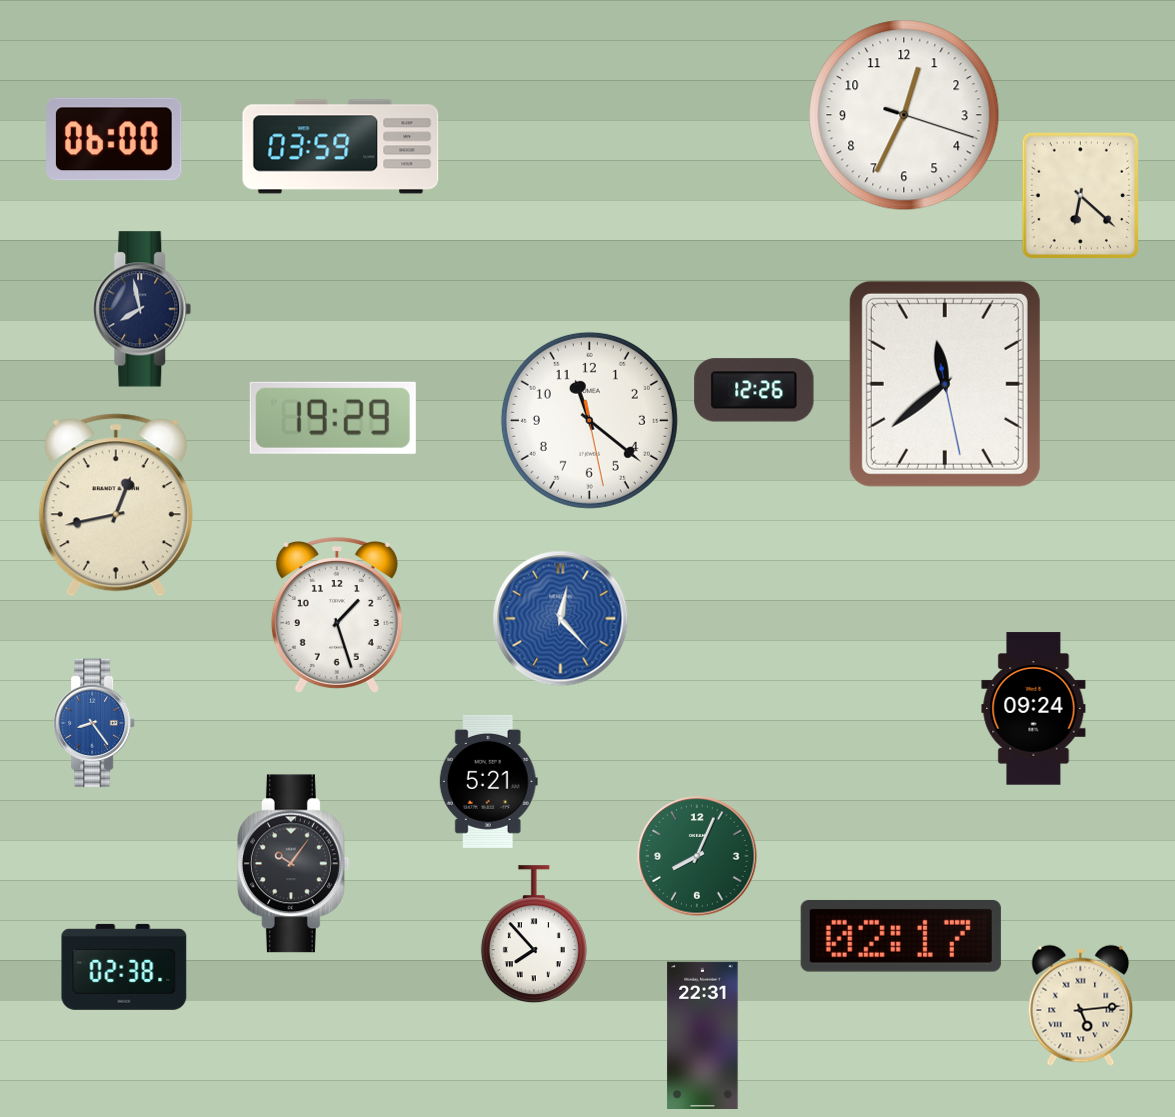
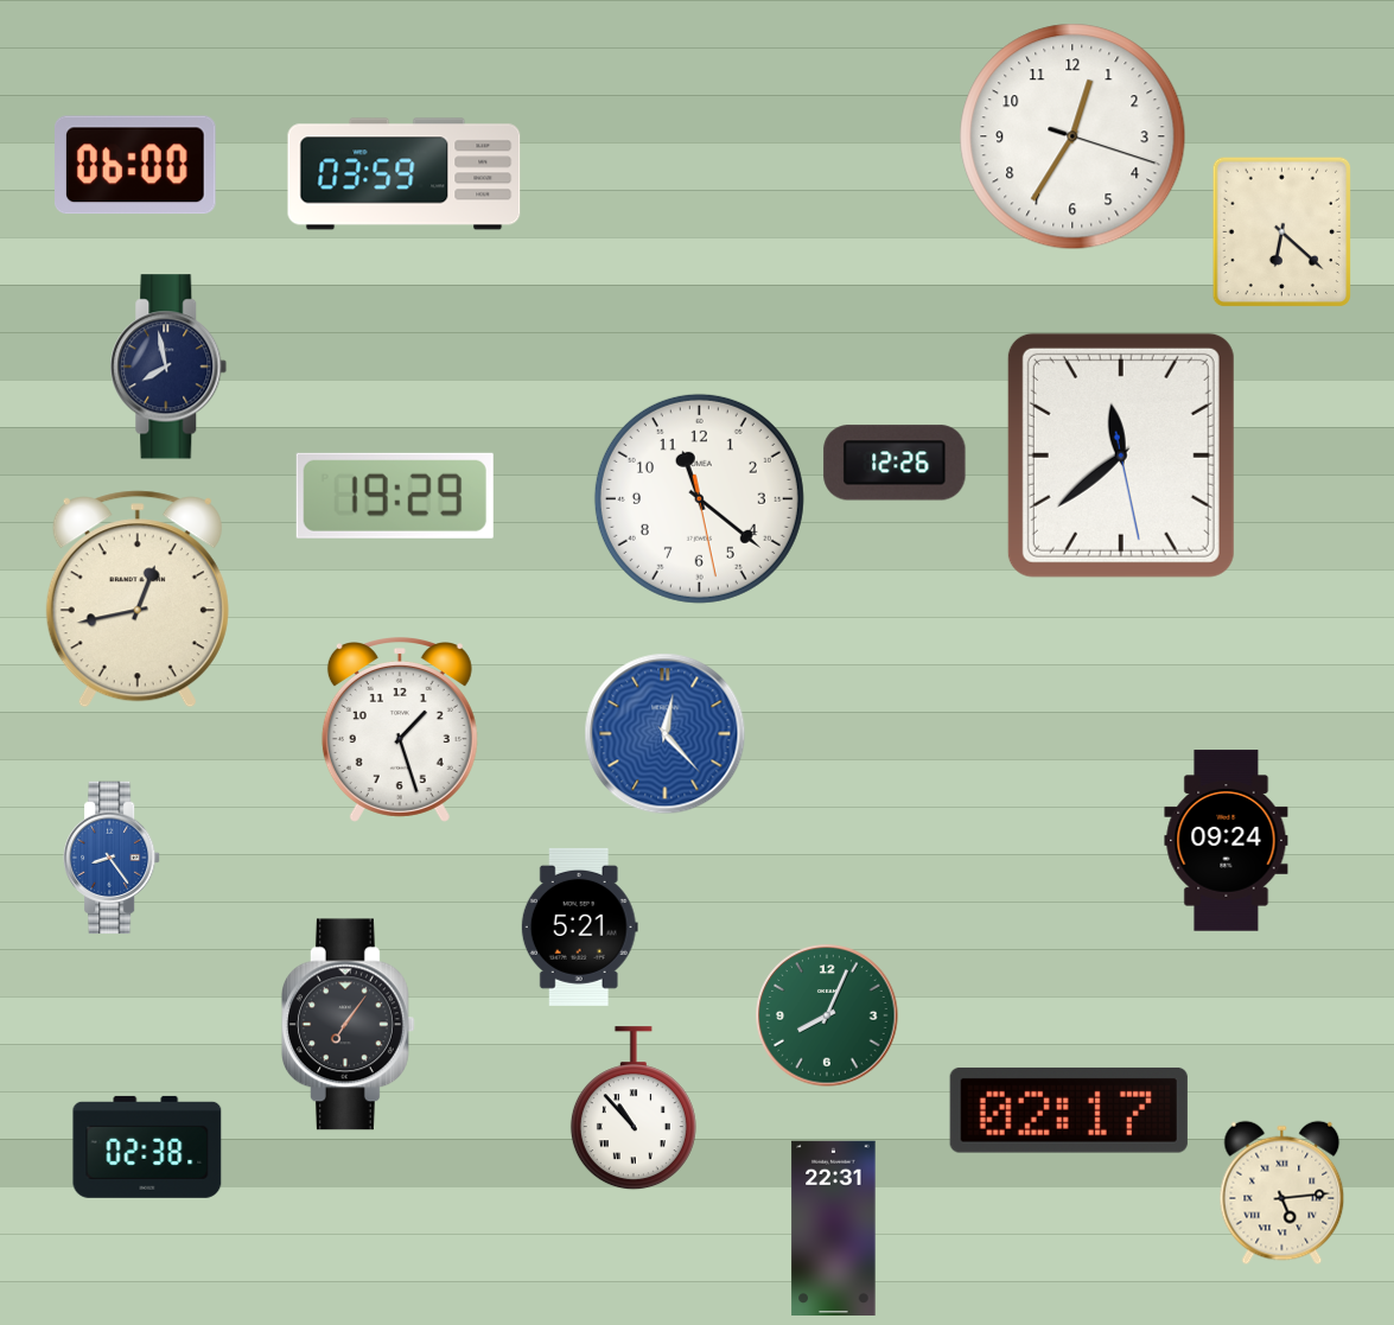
clock at (904, 115): 12:34 -> 12:35
clock at (293, 864): 10:06 -> 7:06
clock at (534, 935): 7:53 -> 10:53
